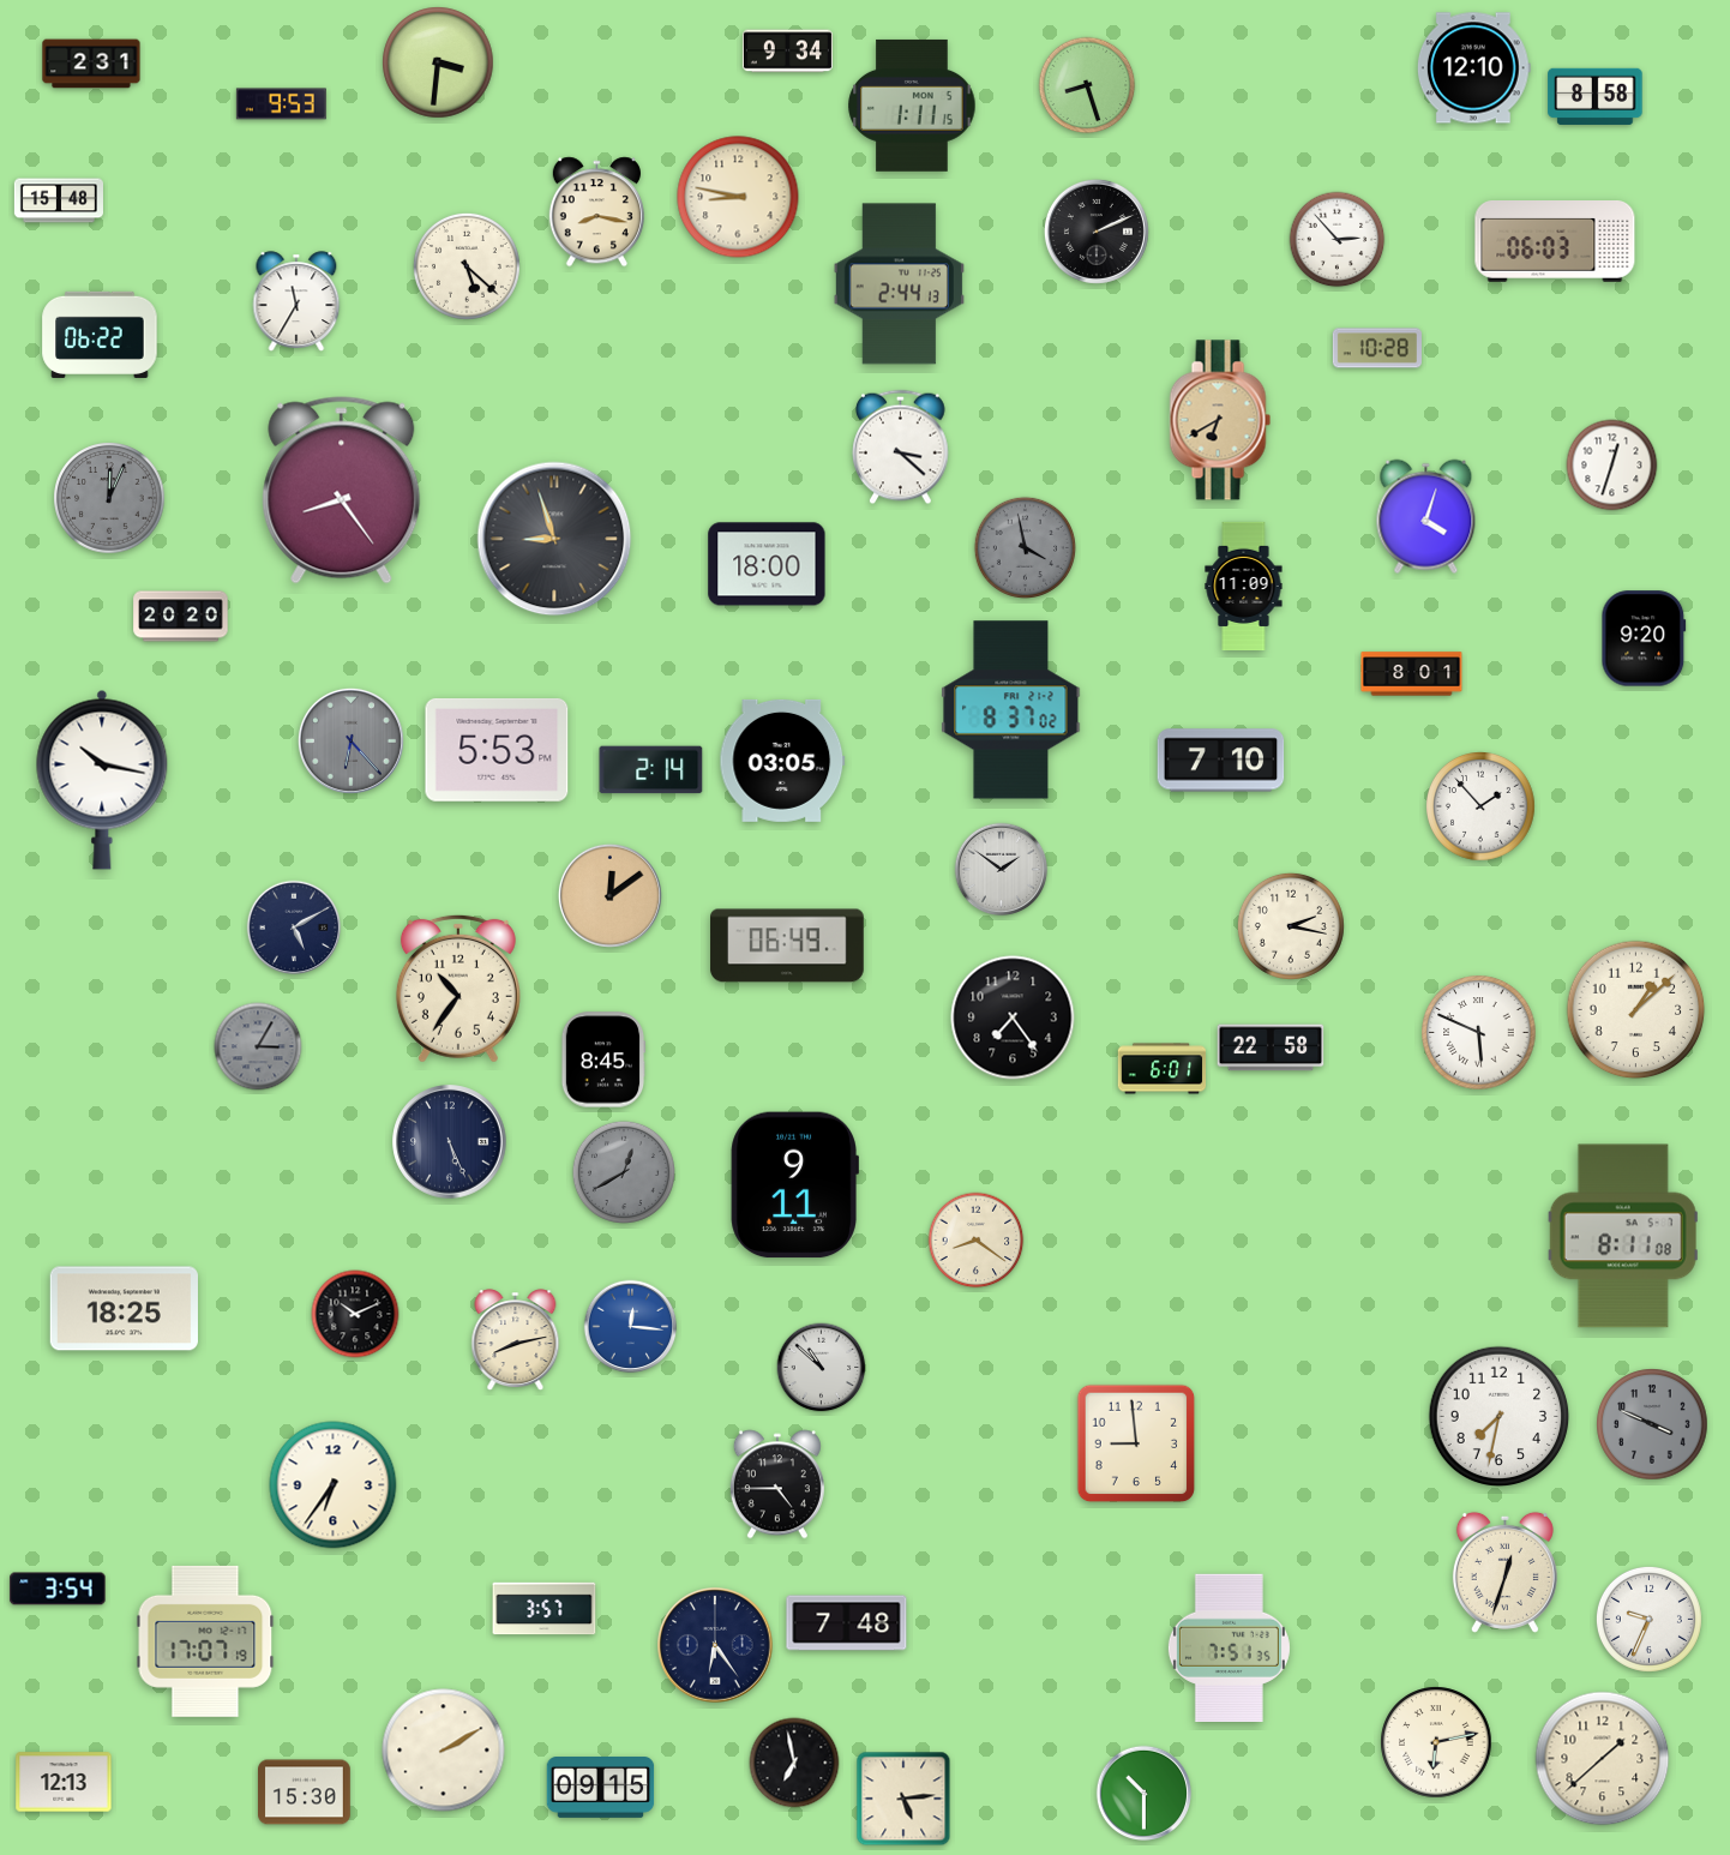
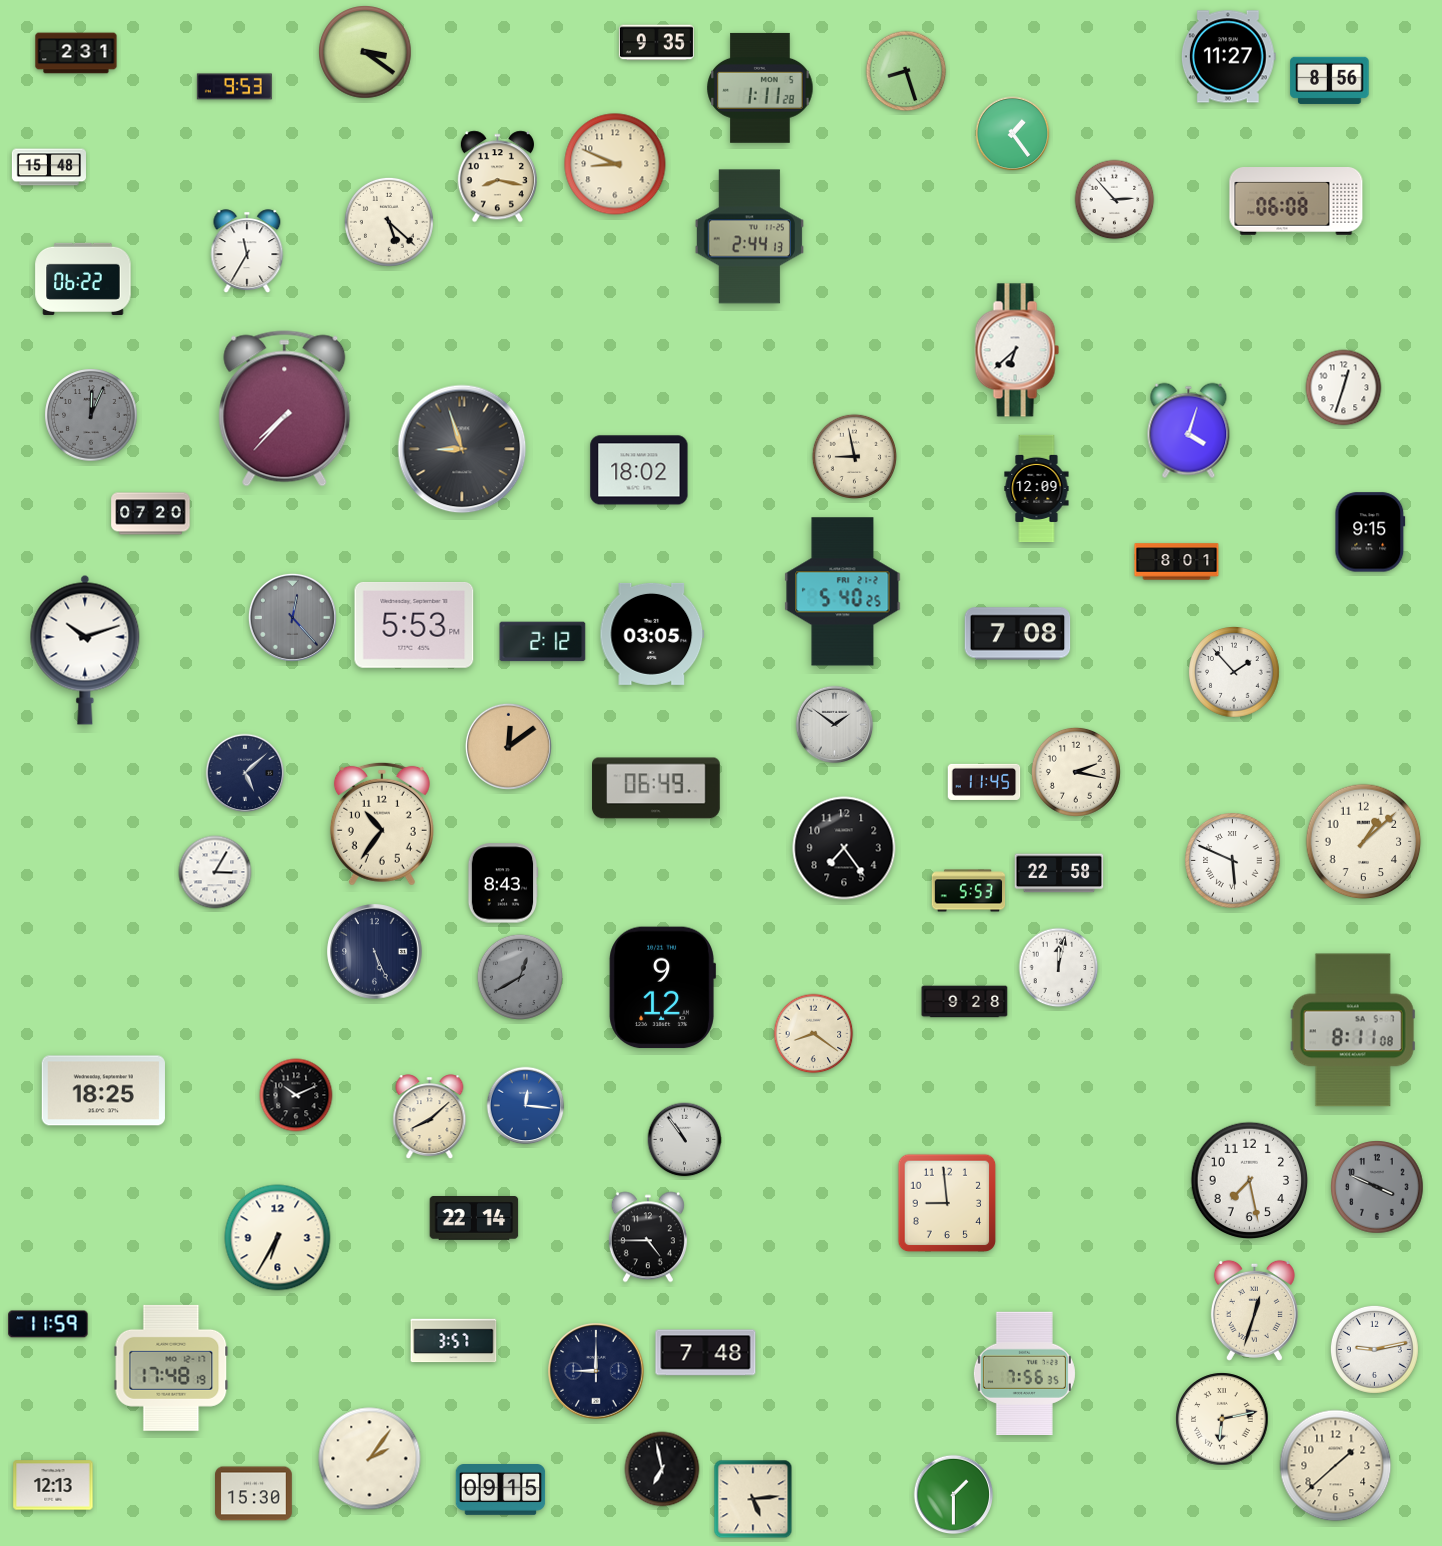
clock at (787, 52): 9:34 -> 9:35
clock at (438, 62): 3:31 -> 3:21
clock at (1473, 68): 12:10 -> 11:27
clock at (1596, 96): 8:58 -> 8:56
clock at (912, 106): 1:11:15 -> 1:11:28
clock at (1013, 134): none -> 1:24
clock at (738, 197): 8:47 -> 8:49
clock at (1097, 232): 2:11 -> none
clock at (1555, 242): 06:03 -> 06:08
clock at (1377, 348): 10:28 -> none
clock at (1220, 420): 6:40 -> 6:38
clock at (1220, 420) dial: champagne -> white
clock at (901, 448): 3:22 -> none
clock at (342, 491): 8:24 -> 7:37
clock at (1025, 547): 3:58 -> 8:58
clock at (1025, 547) dial: grey -> cream
clock at (767, 564): 18:00 -> 18:02
clock at (1244, 586): 11:09 -> 12:09
clock at (181, 617): 20:20 -> 07:20
clock at (1644, 638): 9:20 -> 9:15
clock at (1011, 710): 8:37 -> 5:40
clock at (350, 740): 6:23 -> 12:23
clock at (1221, 761): 7:10 -> 7:08
clock at (651, 770): 2:14 -> 2:12
clock at (102, 780): 10:17 -> 10:12
clock at (294, 927): 5:10 -> 5:08
clock at (984, 782): none -> 11:45
clock at (258, 1046) dial: grey -> white
clock at (603, 1059): 8:45 -> 8:43
clock at (1163, 1069): 6:01 -> 5:53
clock at (1059, 968): none -> 12:02
clock at (794, 1185): 9:11 -> 9:12
clock at (965, 1002): none -> 9:28
clock at (516, 1340): 8:13 -> 8:08
clock at (822, 1368): 10:52 -> 10:54
clock at (1500, 1417): 7:32 -> 7:28
clock at (474, 1219): none -> 22:14
clock at (334, 1485): 6:36 -> 6:35
clock at (58, 1589): 3:54 -> 11:59
clock at (1648, 1619): 9:34 -> 9:13
clock at (205, 1641): 17:07 -> 17:48
clock at (715, 1645): 6:24 -> 9:00
clock at (1229, 1647): 7:51 -> 7:56
clock at (1436, 1742) position: (1436, 1742) -> (1222, 1419)
clock at (444, 1751): 2:10 -> 2:06
clock at (1145, 1794): 10:30 -> 1:30
